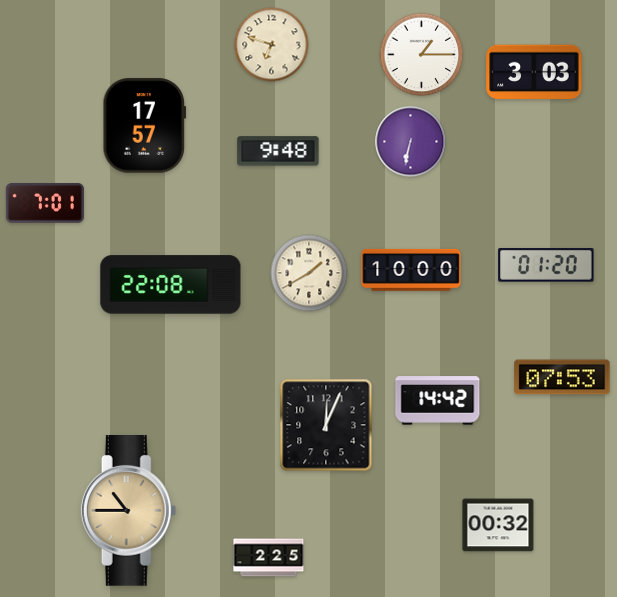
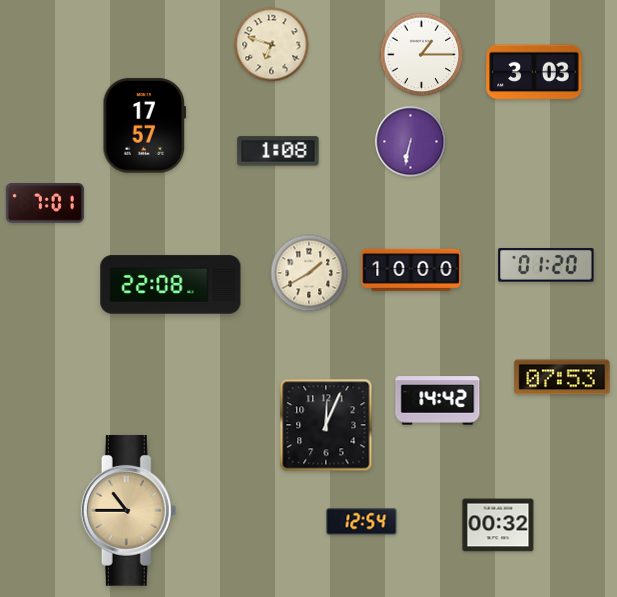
clock at (278, 151): 9:48 -> 1:08
clock at (362, 522): none -> 12:54
clock at (269, 558): 2:25 -> none
